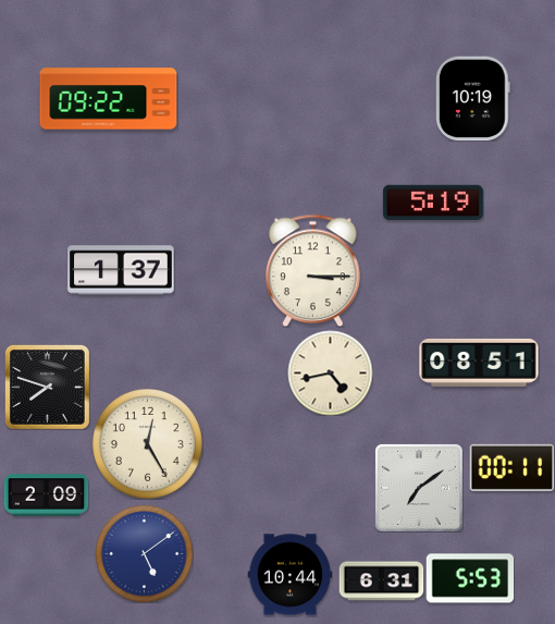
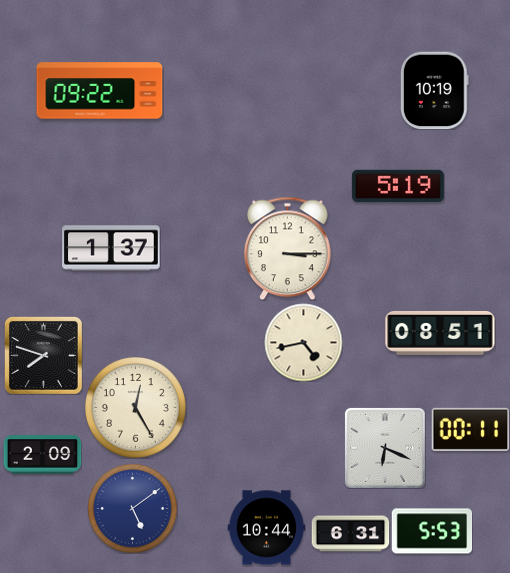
clock at (419, 488): 7:09 -> 6:19
